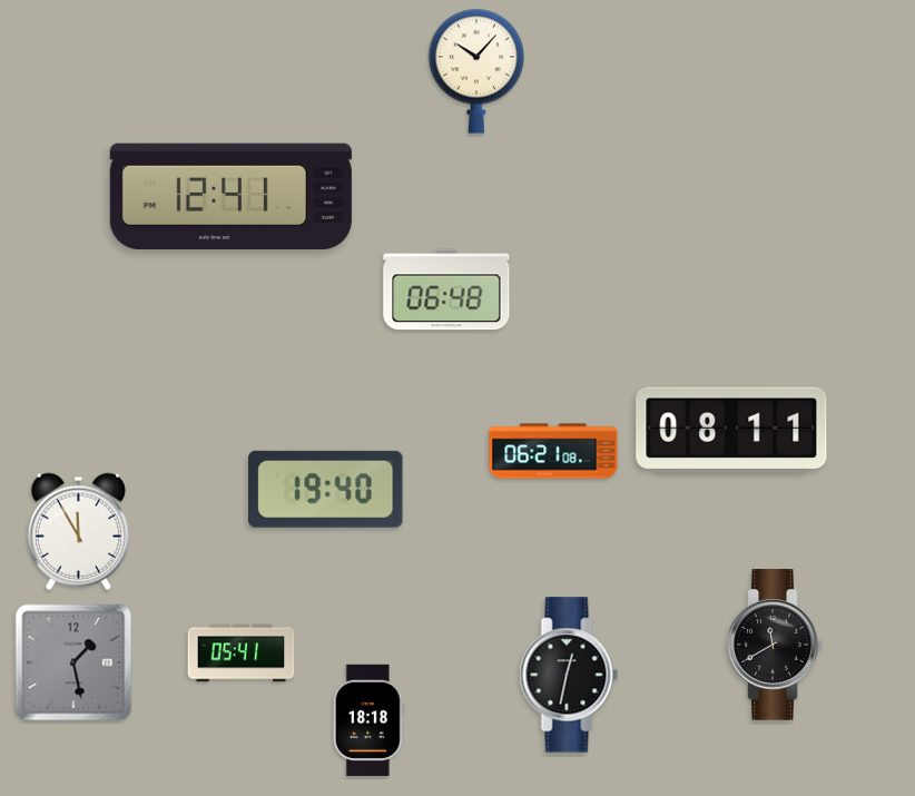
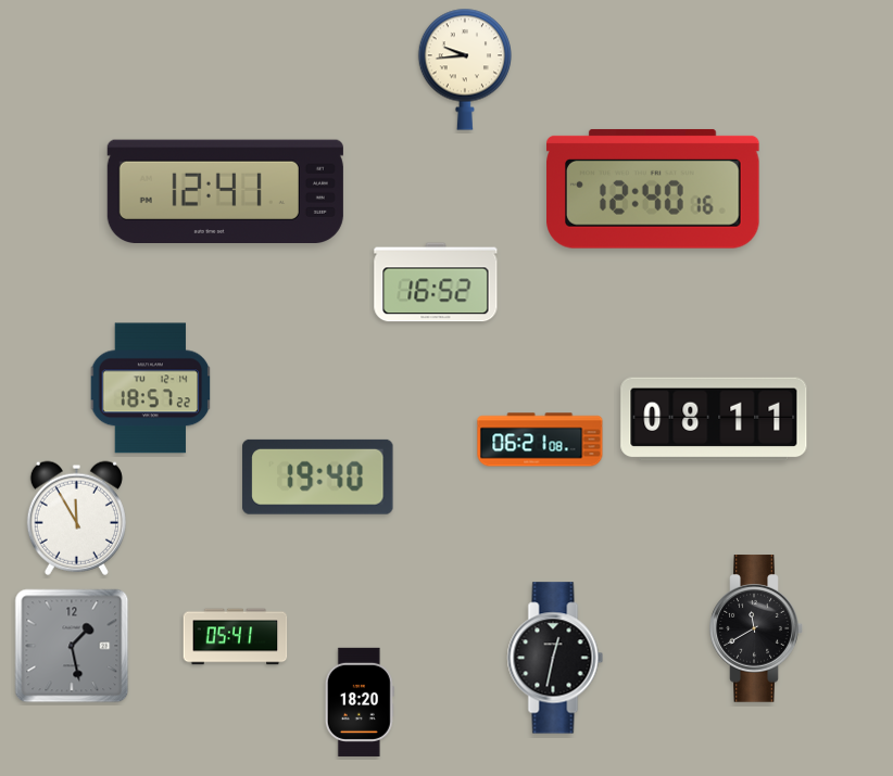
clock at (475, 71): 10:07 -> 9:44
clock at (654, 189): none -> 12:40
clock at (446, 289): 06:48 -> 16:52
clock at (151, 389): none -> 18:57
clock at (368, 720): 18:18 -> 18:20
